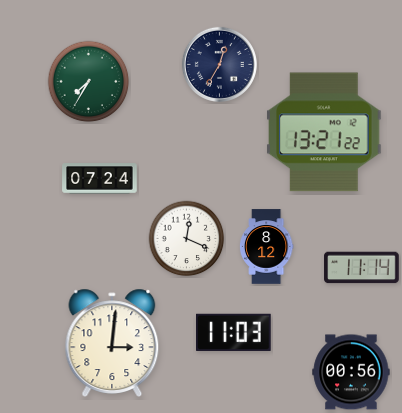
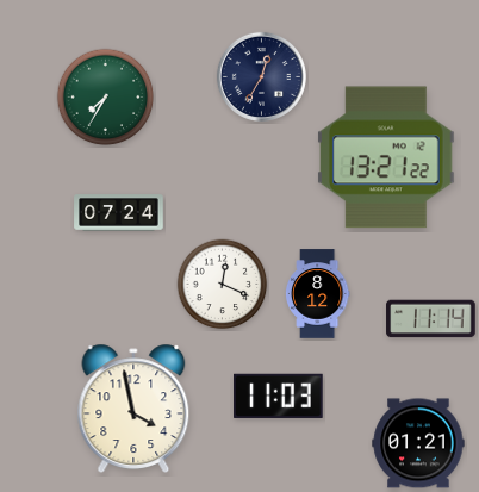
clock at (112, 343): 3:01 -> 3:58
clock at (351, 372): 00:56 -> 01:21
